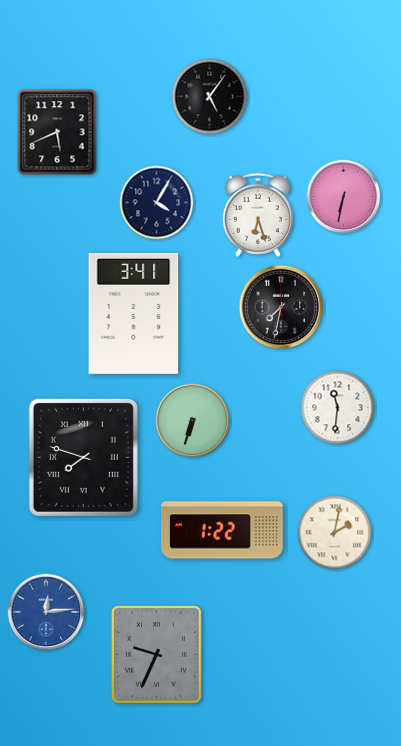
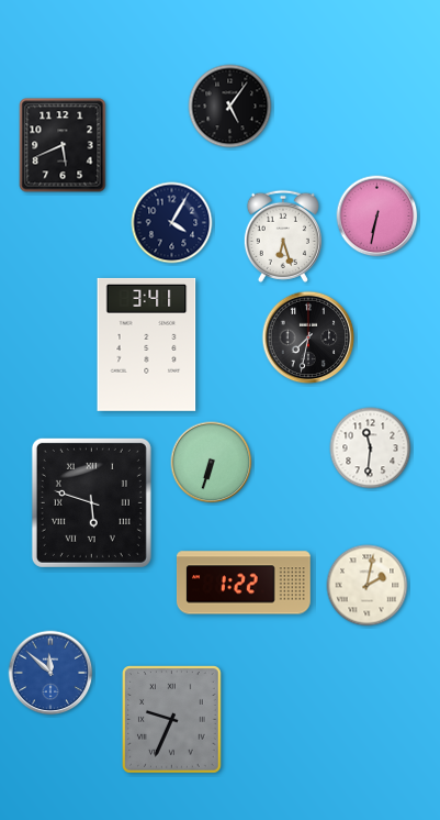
clock at (83, 457): 7:48 -> 5:48
clock at (46, 612): 12:14 -> 11:52
